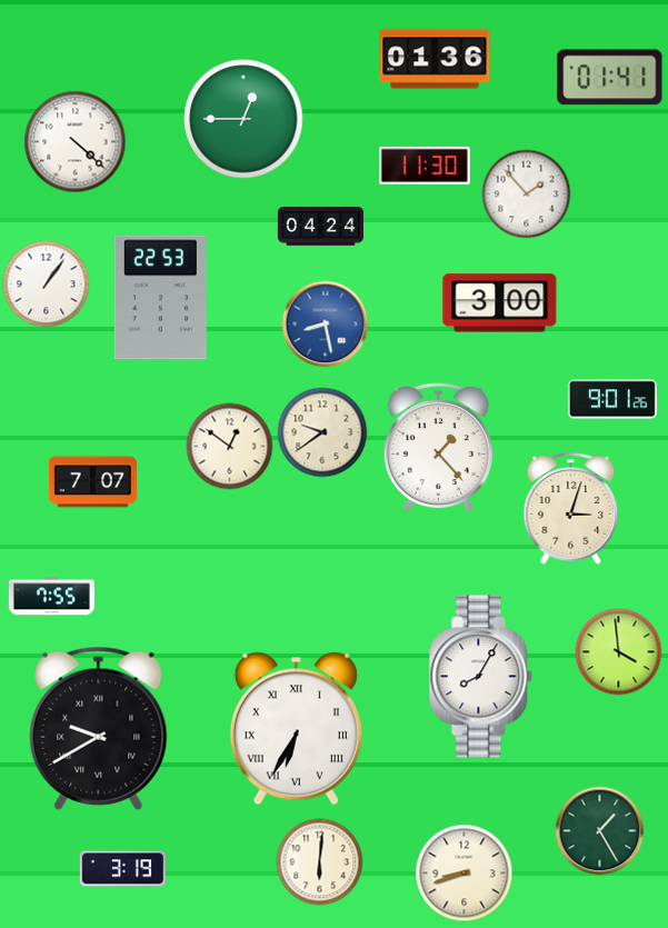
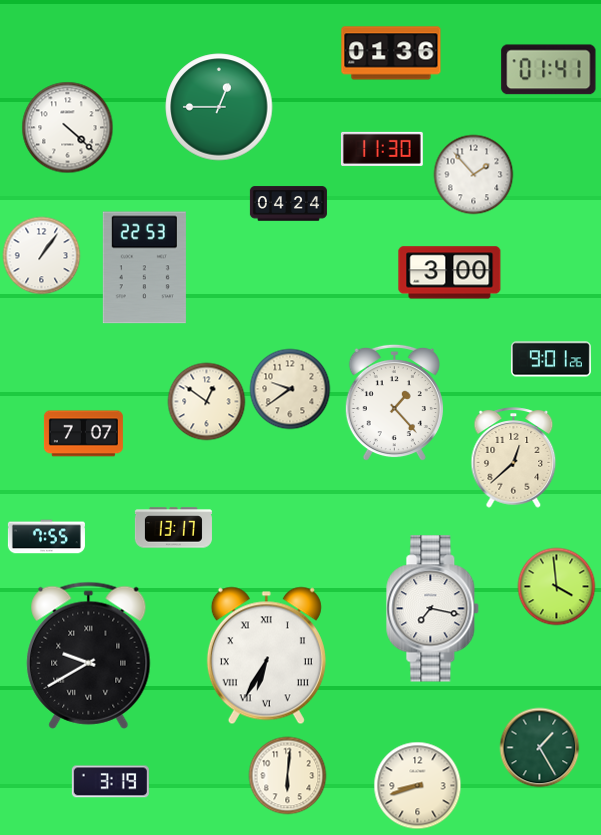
clock at (325, 323): 8:28 -> none
clock at (571, 509): 3:03 -> 12:38
clock at (173, 528): none -> 13:17
clock at (481, 677): 8:05 -> 7:17
